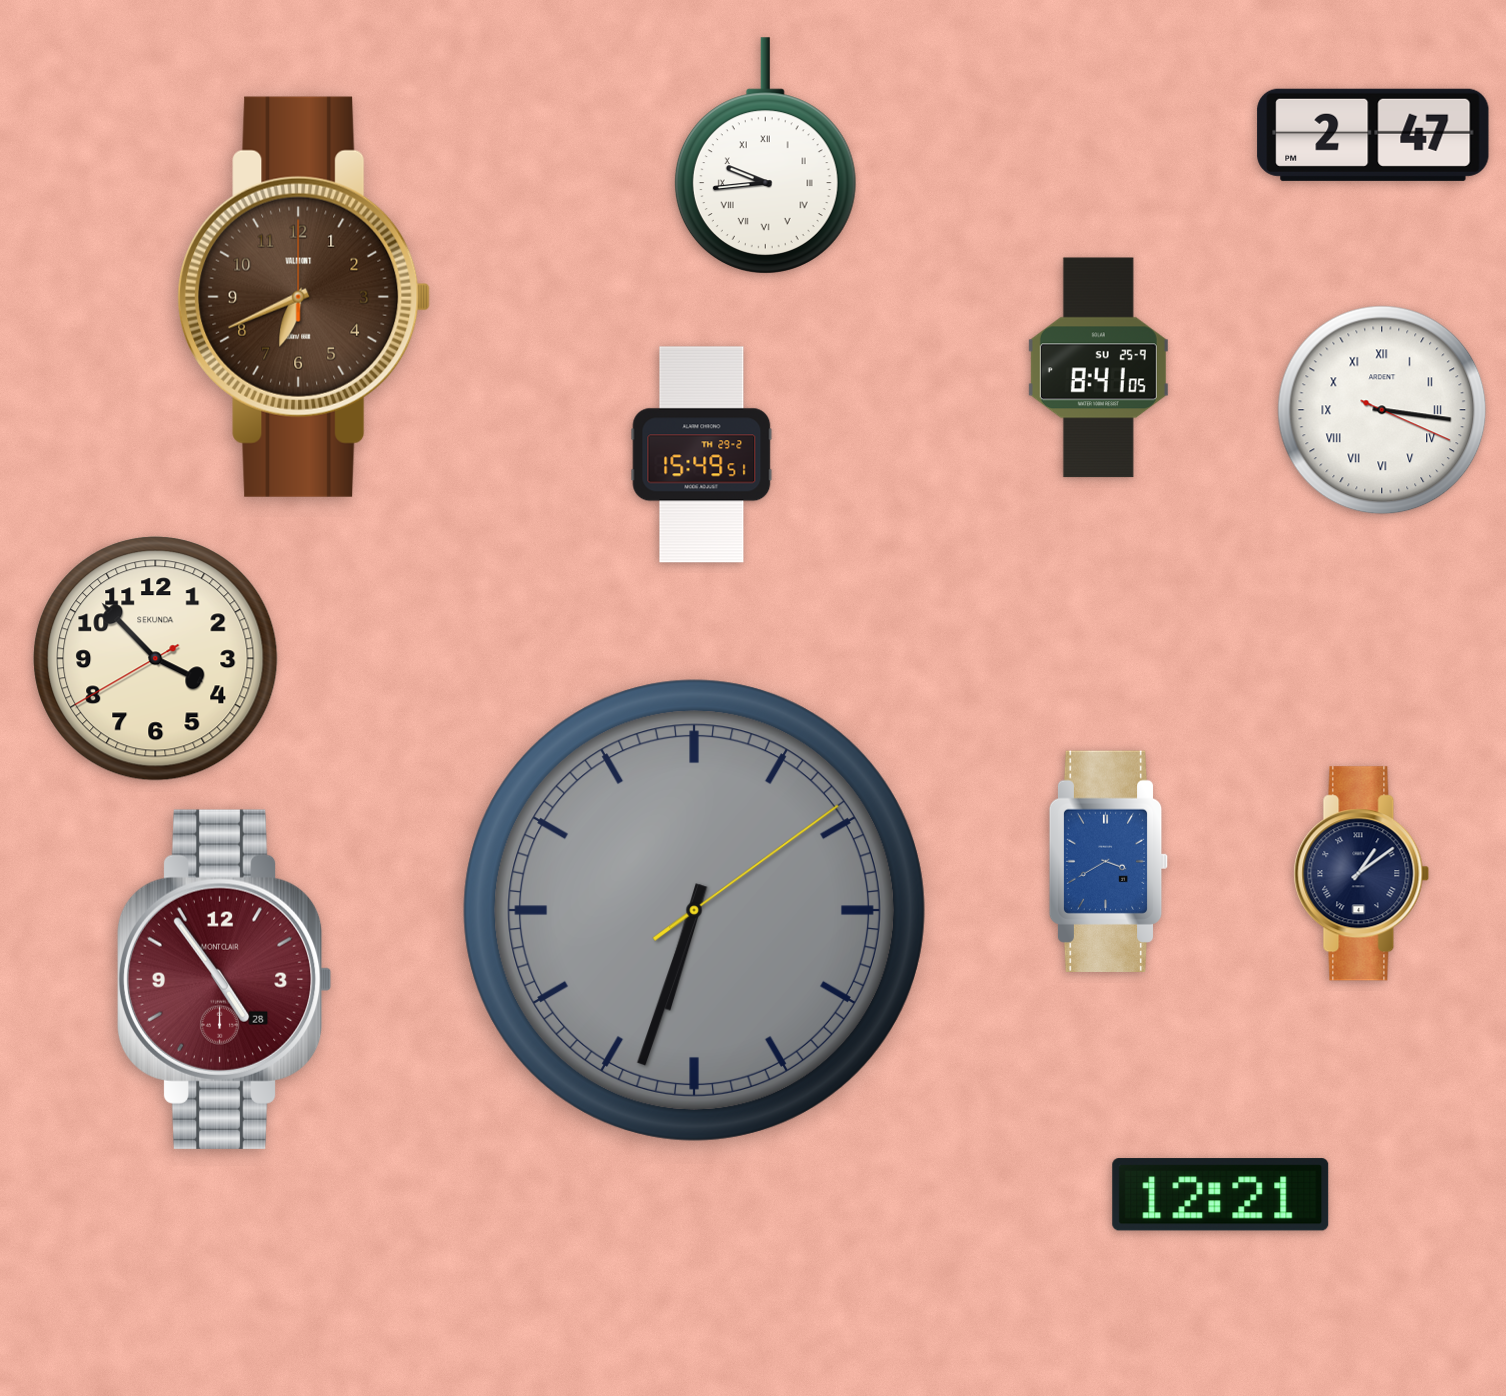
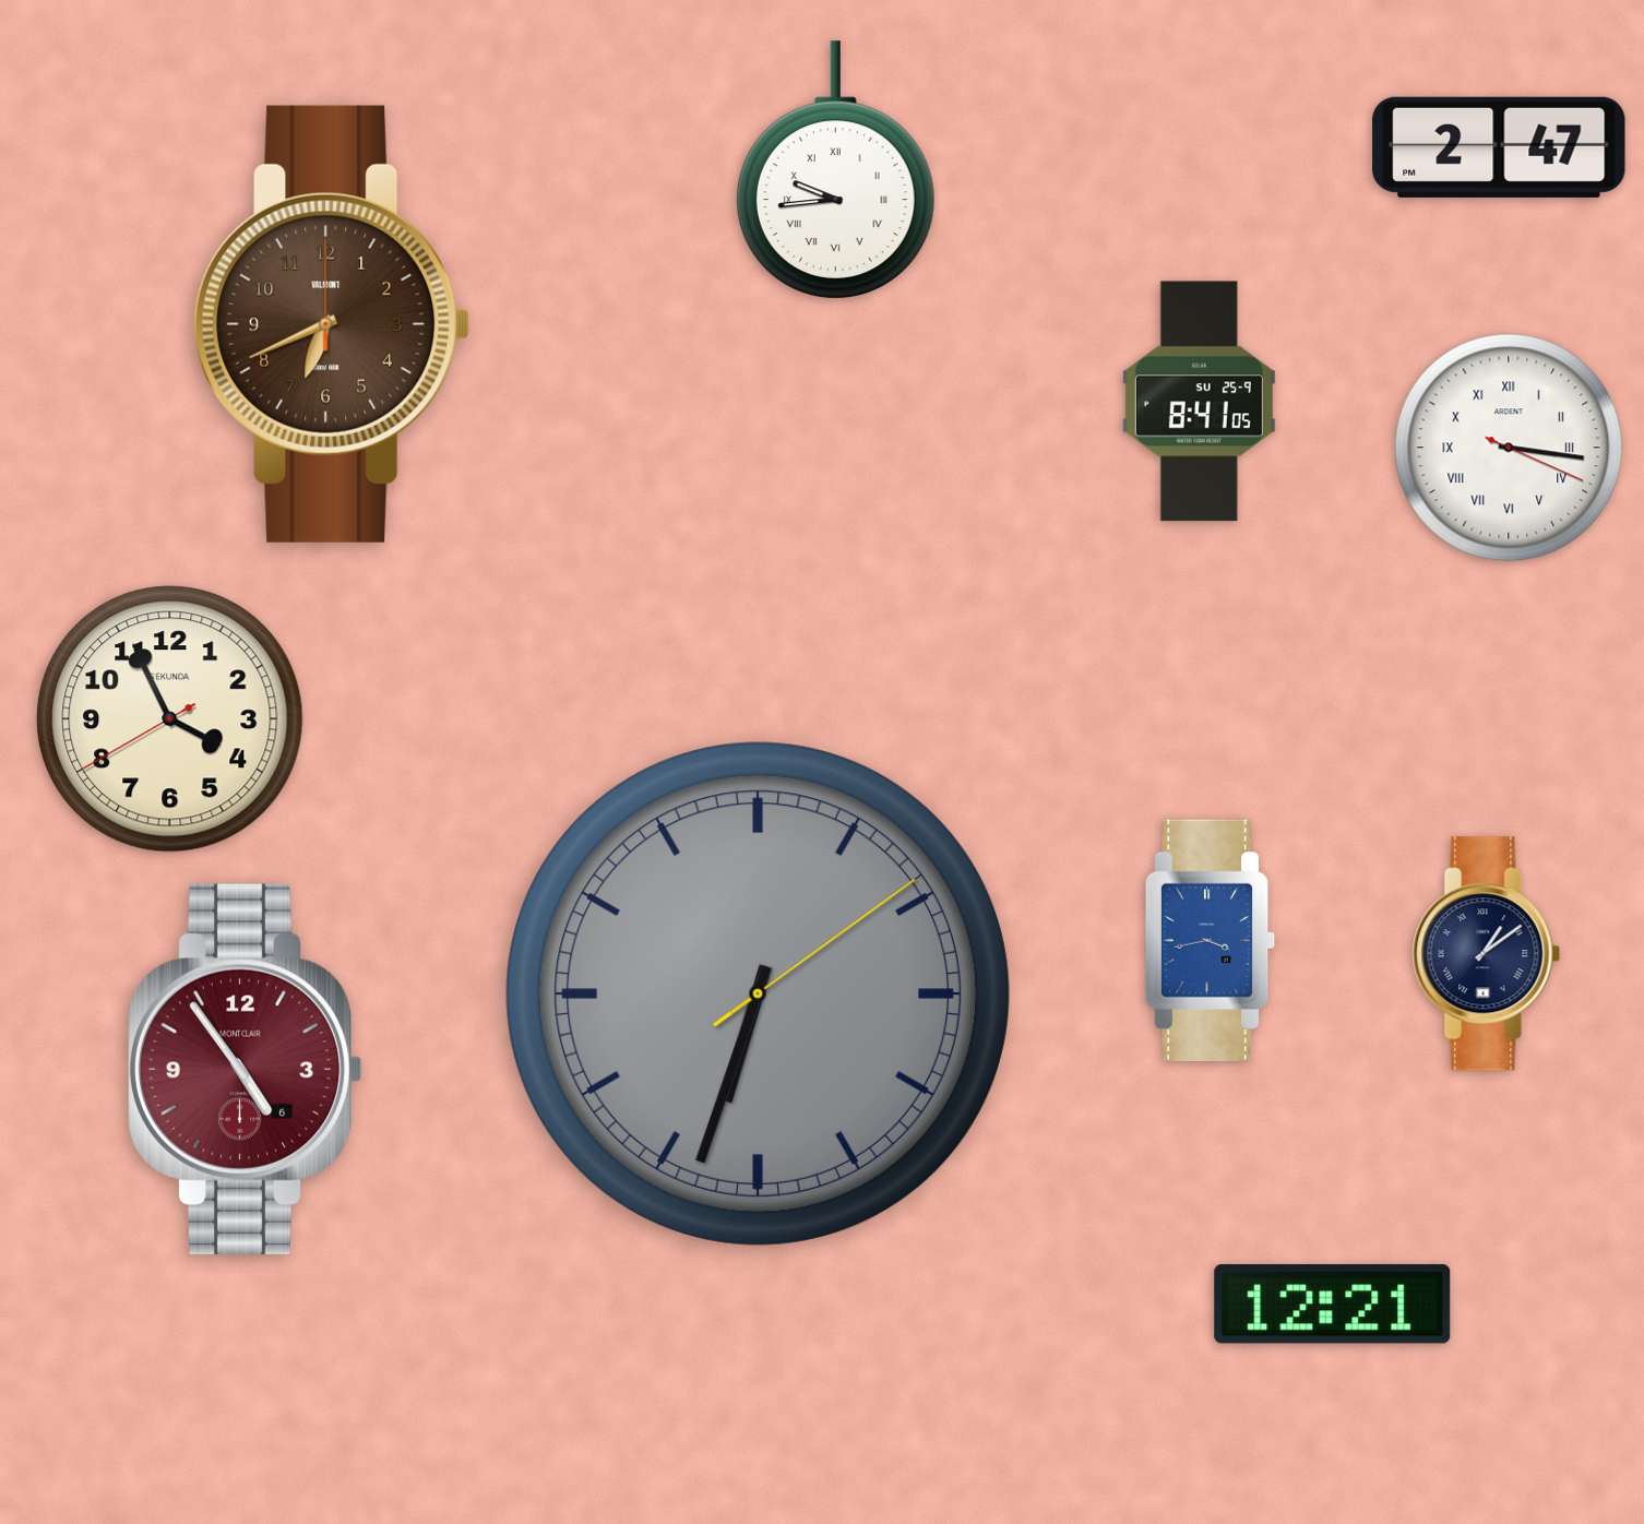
clock at (702, 455): 15:49 -> none
clock at (156, 659): 3:52 -> 3:55
clock at (1109, 861): 3:40 -> 3:43
clock at (224, 979) date: 28 -> 6
